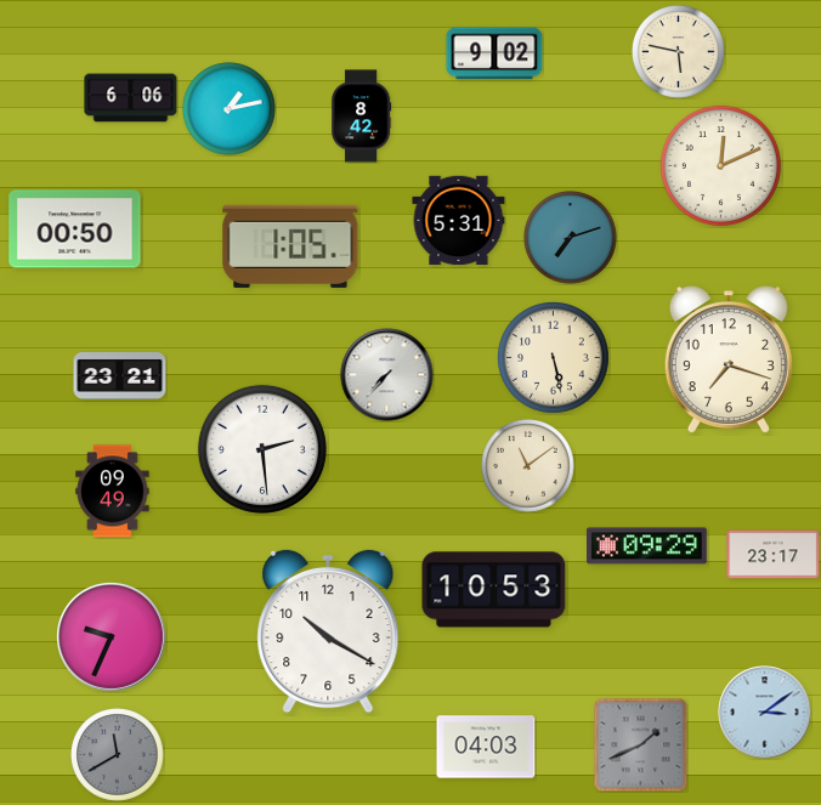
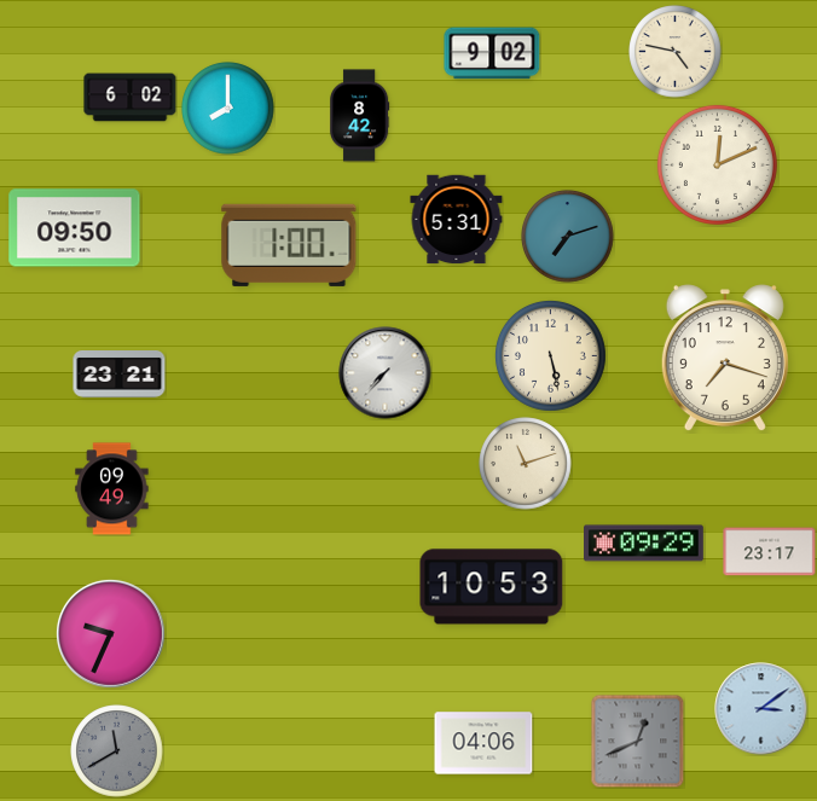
clock at (679, 52): 5:47 -> 4:47
clock at (131, 98): 6:06 -> 6:02
clock at (230, 109): 1:13 -> 8:00
clock at (75, 229): 00:50 -> 09:50
clock at (290, 246): 1:05 -> 1:00
clock at (262, 449): 2:29 -> none
clock at (528, 466): 11:09 -> 11:12
clock at (328, 631): 10:20 -> none
clock at (640, 744): 1:41 -> 12:41
clock at (486, 747): 04:03 -> 04:06
